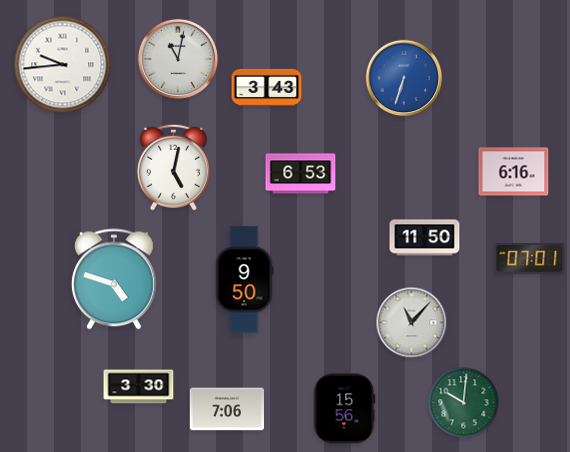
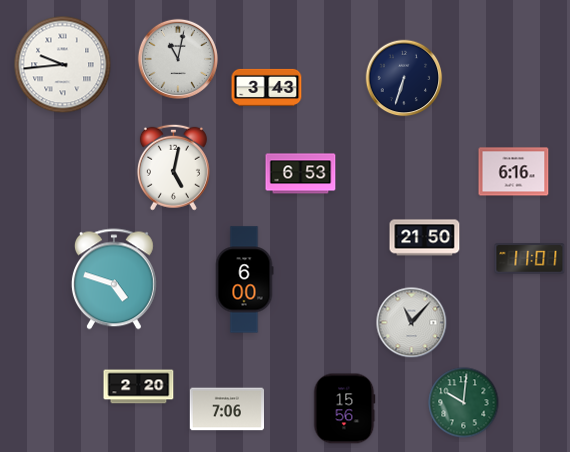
clock at (404, 78) dial: blue -> navy
clock at (425, 238): 11:50 -> 21:50
clock at (530, 259): 07:01 -> 11:01
clock at (244, 280): 9:50 -> 6:00
clock at (139, 387): 3:30 -> 2:20
